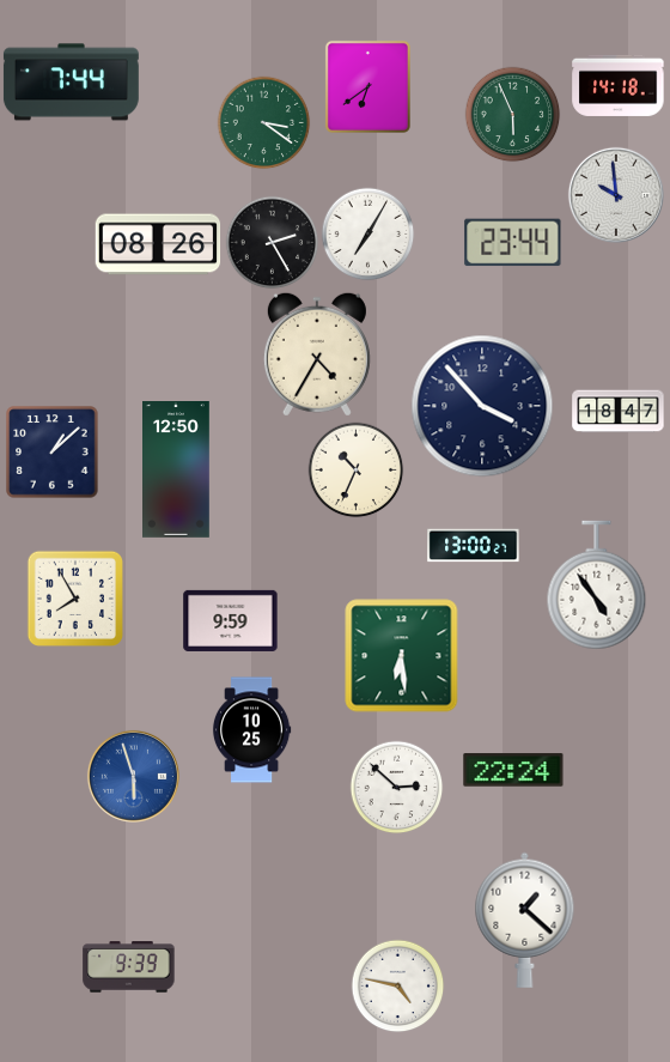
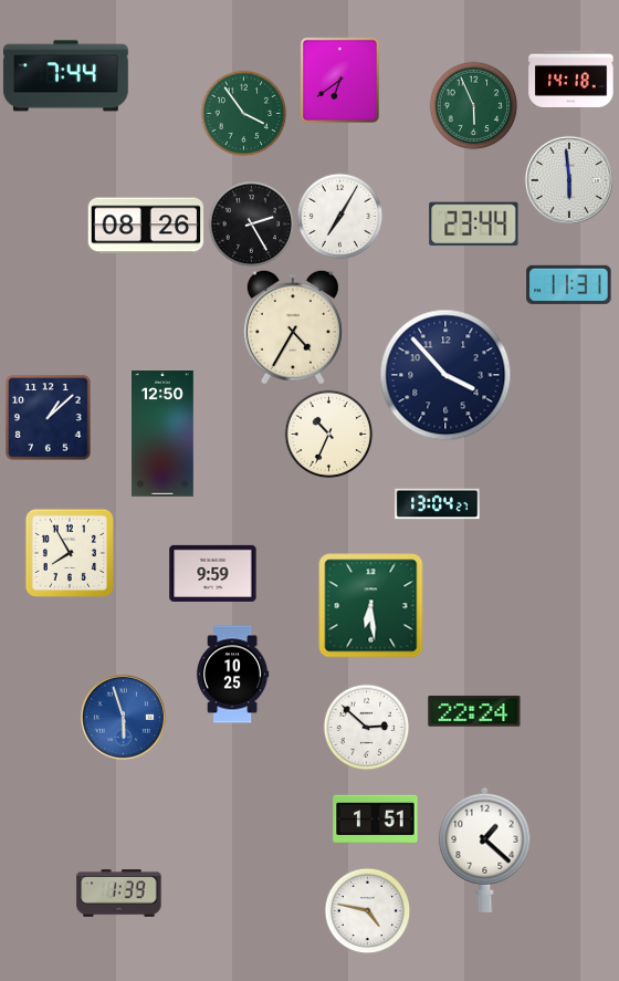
clock at (263, 122): 3:21 -> 3:54
clock at (616, 195): 9:59 -> 5:59
clock at (569, 284): none -> 11:31
clock at (619, 412): 18:47 -> none
clock at (474, 546): 13:00 -> 13:04
clock at (597, 585): 4:54 -> none
clock at (376, 818): none -> 1:51
clock at (129, 967): 9:39 -> 1:39
